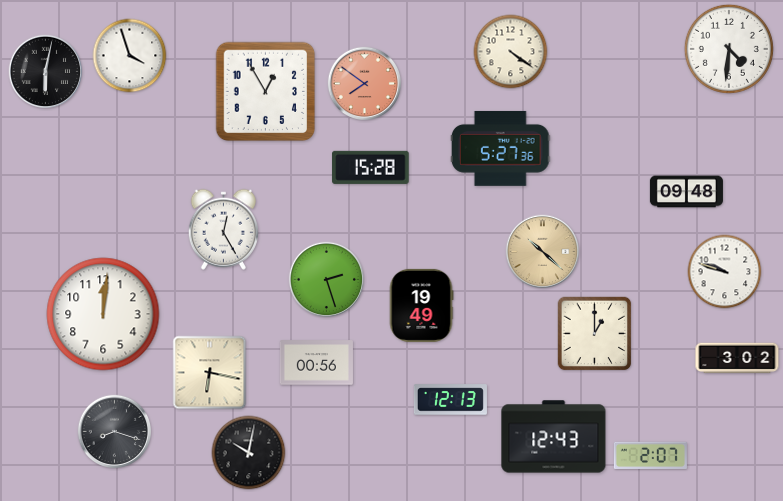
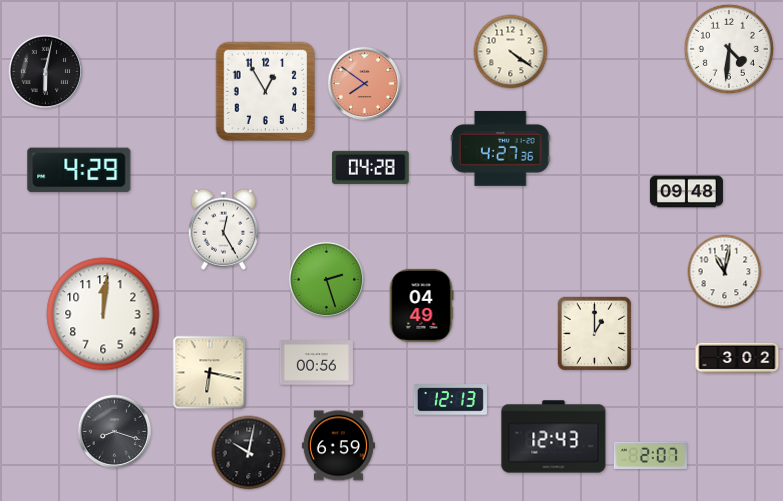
clock at (130, 56): 3:57 -> none
clock at (500, 149): 5:27 -> 4:27
clock at (371, 167): 15:28 -> 04:28
clock at (79, 170): none -> 4:29
clock at (543, 252): 10:22 -> none
clock at (725, 272): 9:48 -> 11:02
clock at (421, 305): 19:49 -> 04:49
clock at (338, 446): none -> 6:59
